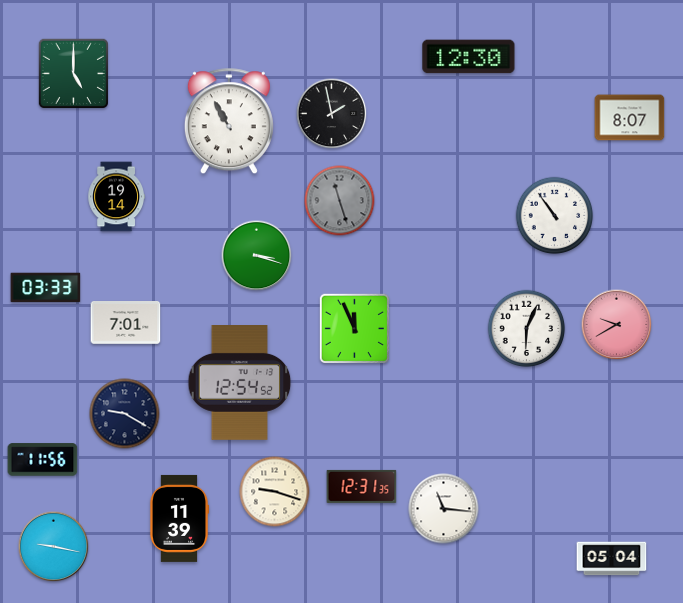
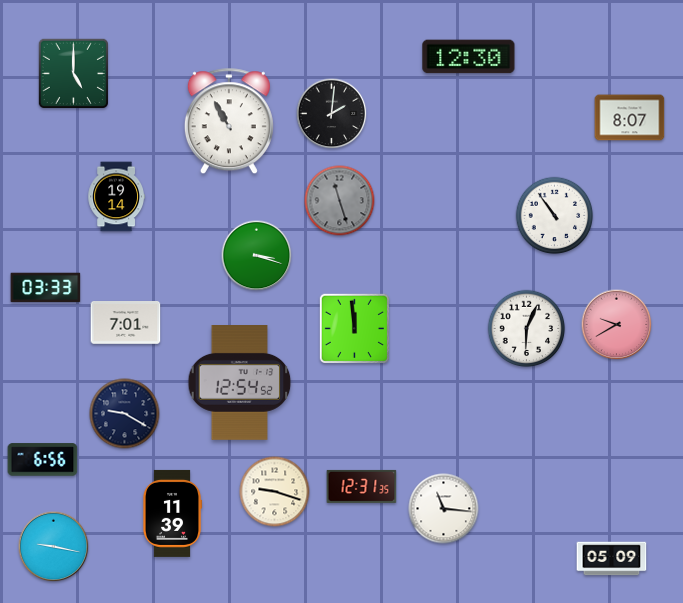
clock at (332, 114): 1:58 -> 2:01
clock at (354, 328): 11:56 -> 11:59
clock at (43, 460): 11:56 -> 6:56
clock at (179, 518) position: (179, 518) -> (172, 513)
clock at (612, 559): 05:04 -> 05:09
